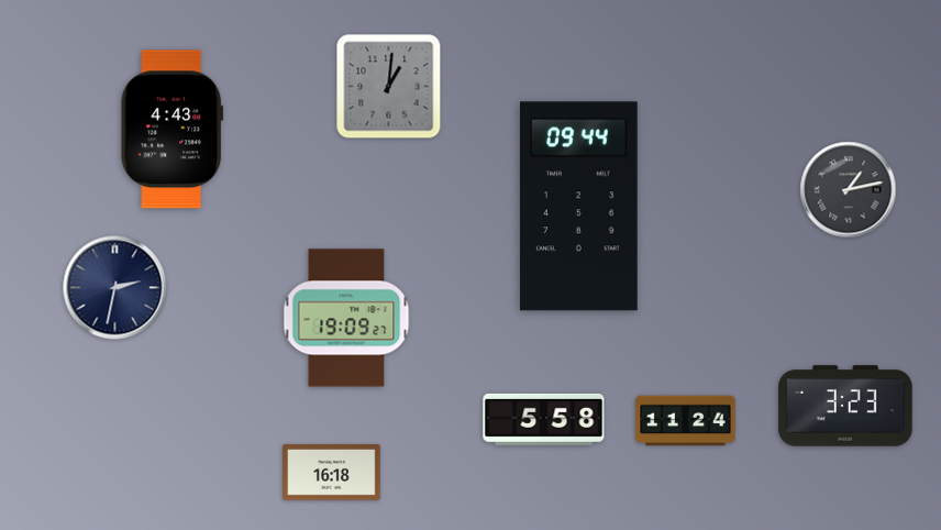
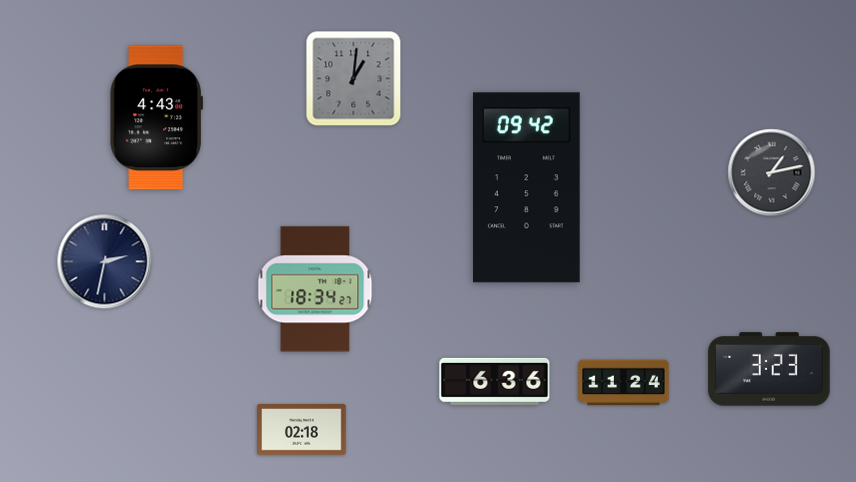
clock at (578, 207): 09:44 -> 09:42
clock at (346, 318): 19:09 -> 18:34
clock at (544, 419): 5:58 -> 6:36
clock at (332, 473): 16:18 -> 02:18
